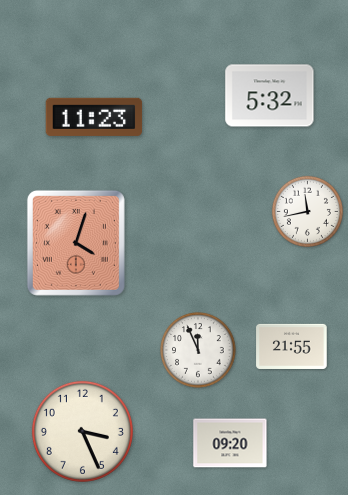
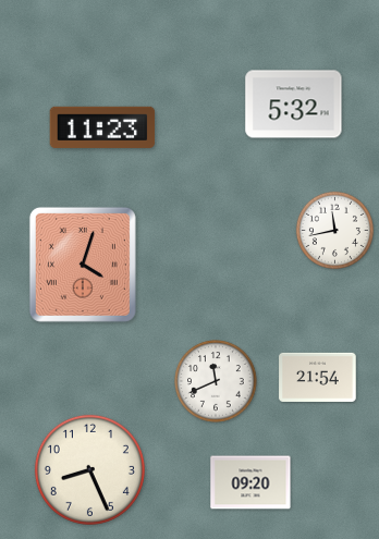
clock at (292, 346): 21:55 -> 21:54
clock at (198, 350): 11:56 -> 11:41
clock at (82, 431): 3:26 -> 8:26
